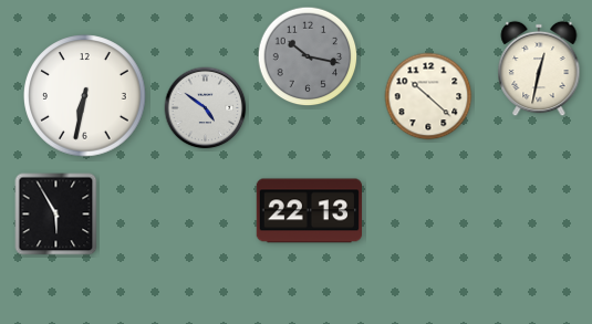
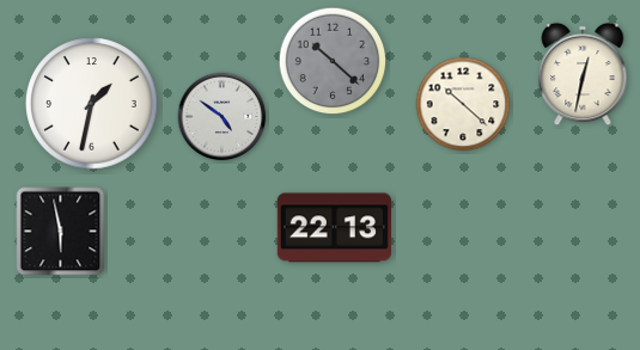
clock at (308, 56): 10:17 -> 10:22
clock at (85, 96): 6:32 -> 1:32
clock at (56, 215): 5:55 -> 5:58
